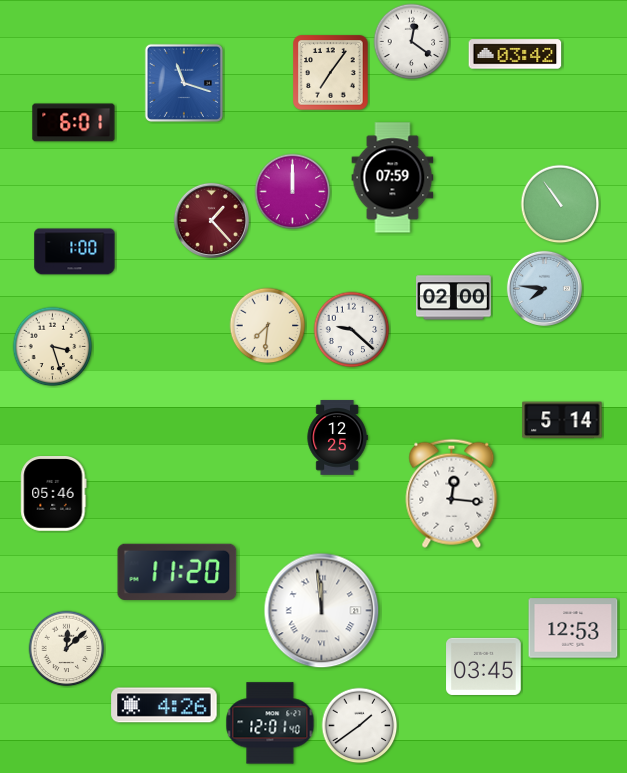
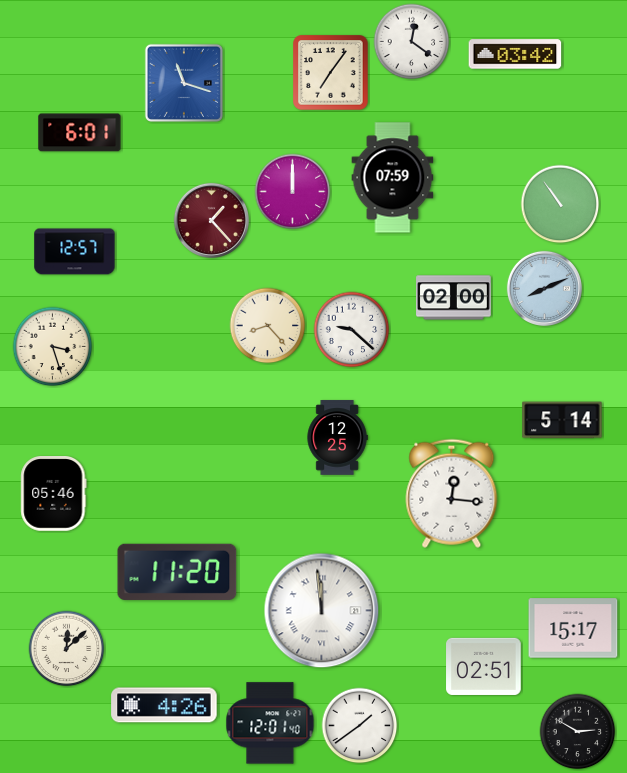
clock at (74, 123) position: (74, 123) -> (80, 133)
clock at (75, 252): 1:00 -> 12:57
clock at (544, 288): 7:46 -> 8:11
clock at (268, 326): 7:31 -> 8:23
clock at (573, 628): 12:53 -> 15:17
clock at (484, 666): 03:45 -> 02:51
clock at (578, 732): none -> 2:50
